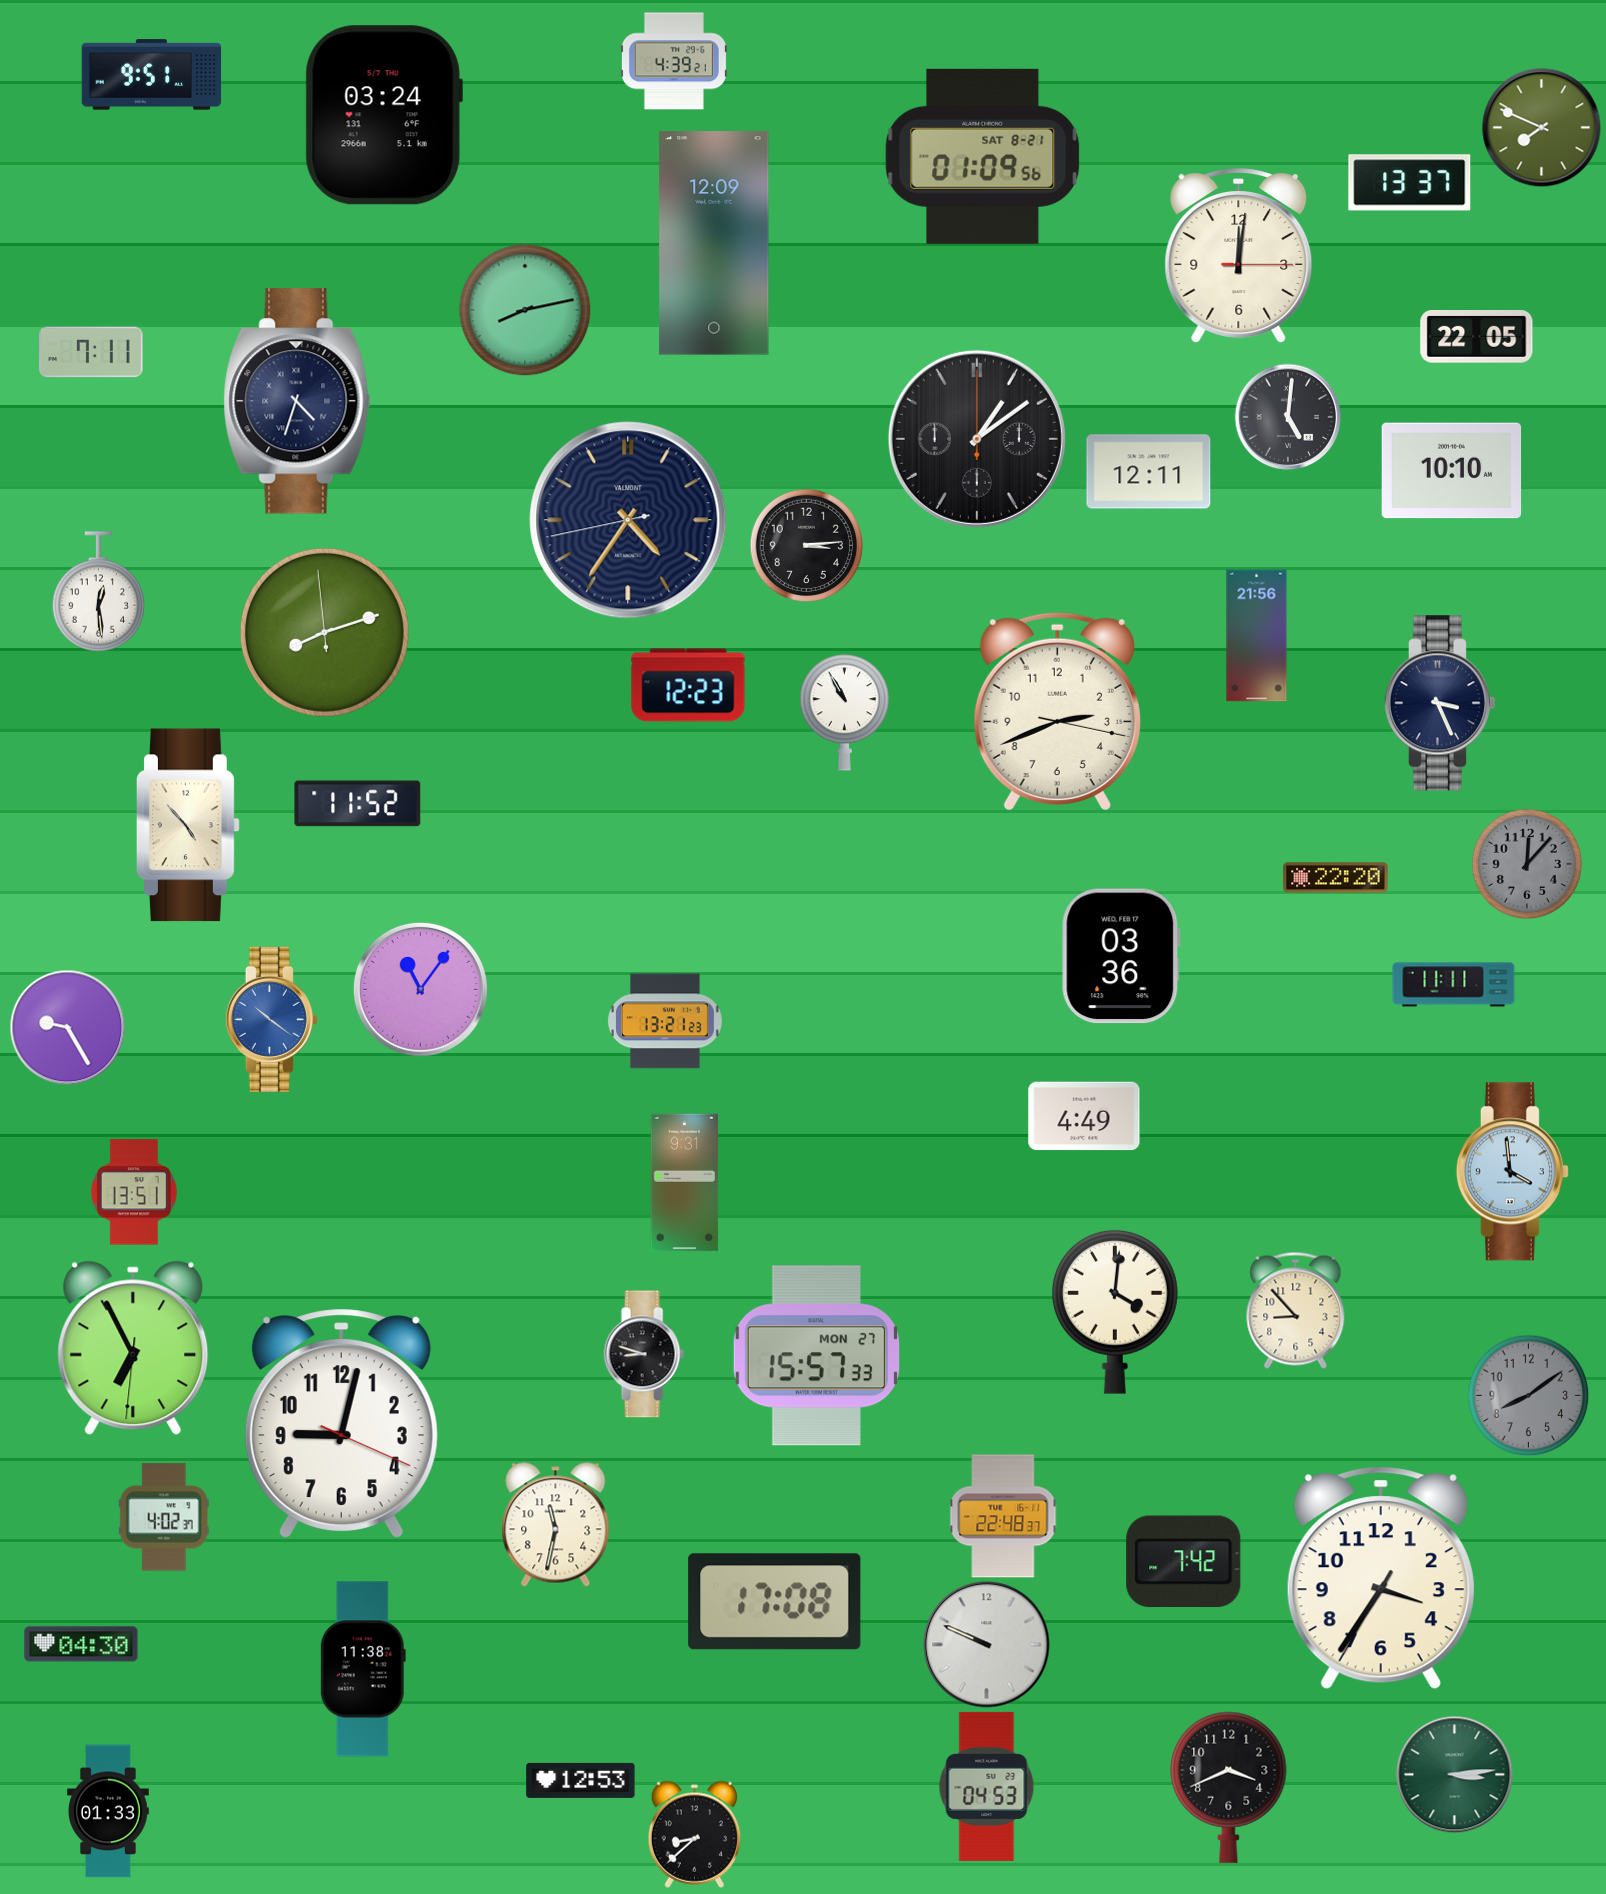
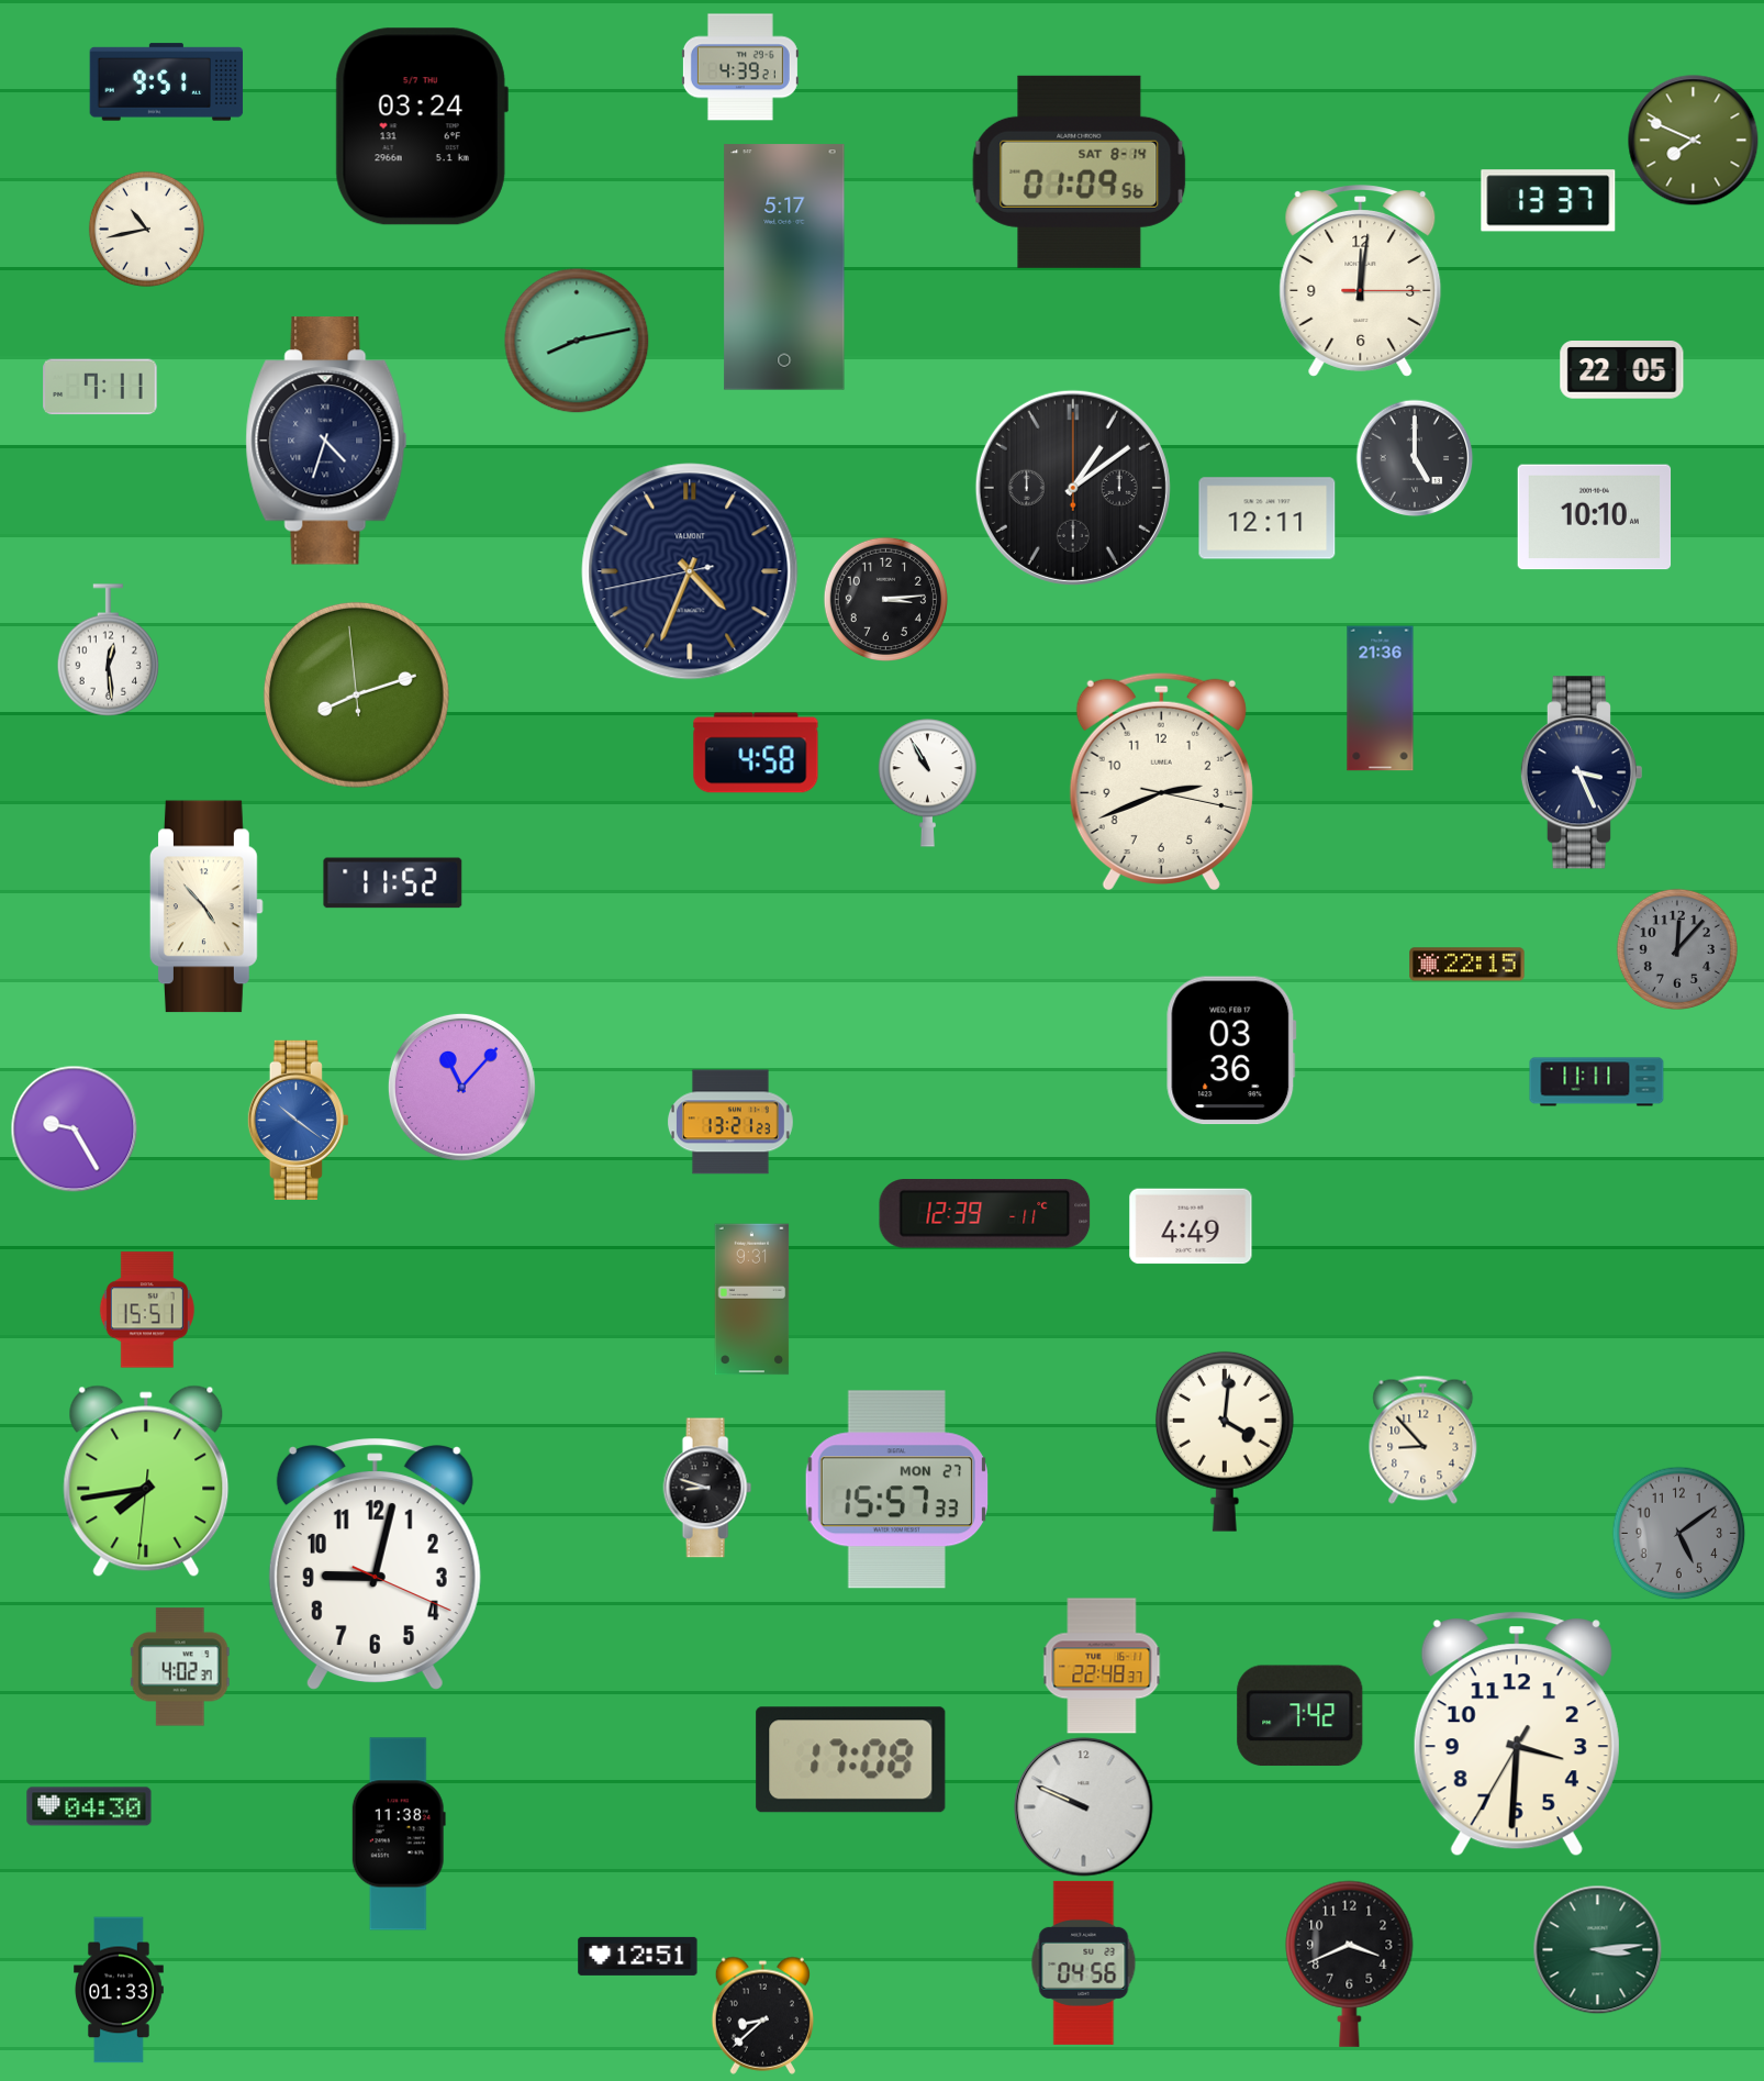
clock at (983, 156) date: SAT 8-21 -> SAT 8-14
clock at (146, 229): none -> 10:43
clock at (714, 243): 12:09 -> 5:17
clock at (1288, 417): 5:01 -> 5:00
clock at (977, 439) position: (977, 439) -> (1073, 488)
clock at (1149, 472) position: (1149, 472) -> (1268, 519)
clock at (628, 520): 4:35 -> 4:33
clock at (1257, 636): 21:56 -> 21:36
clock at (688, 685): 12:23 -> 4:58
clock at (1336, 878): 22:20 -> 22:15
clock at (420, 989): 11:06 -> 11:07
clock at (985, 1214): none -> 12:39
clock at (1512, 1172): 3:59 -> none
clock at (134, 1192): 13:51 -> 15:51
clock at (133, 1348): 6:55 -> 7:43
clock at (1528, 1395): 8:09 -> 5:09
clock at (556, 1525): 11:32 -> none
clock at (1381, 1578): 3:35 -> 3:30
clock at (581, 1780): 12:53 -> 12:51
clock at (987, 1786): 04:53 -> 04:56
